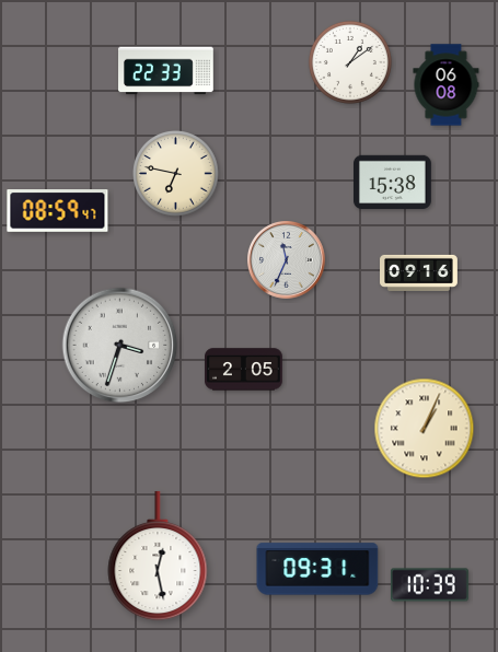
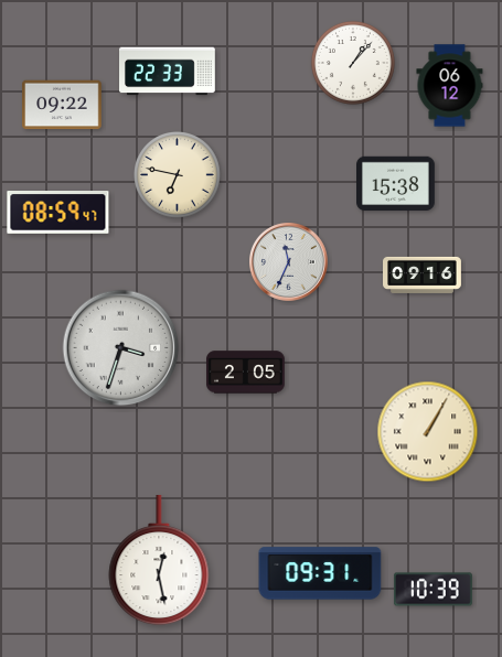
clock at (350, 62): 1:09 -> 1:07
clock at (447, 85): 06:08 -> 06:12
clock at (62, 105): none -> 09:22
clock at (425, 429): 1:04 -> 1:05
